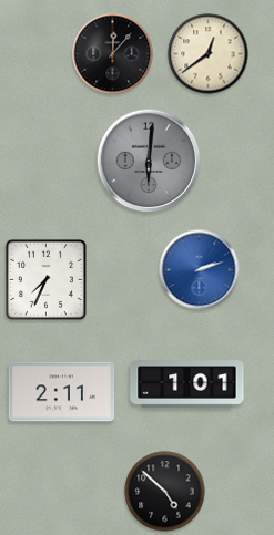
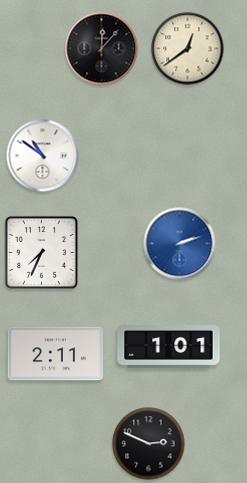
clock at (149, 161): 6:01 -> none
clock at (43, 156): none -> 10:51
clock at (165, 492): 4:52 -> 2:49
